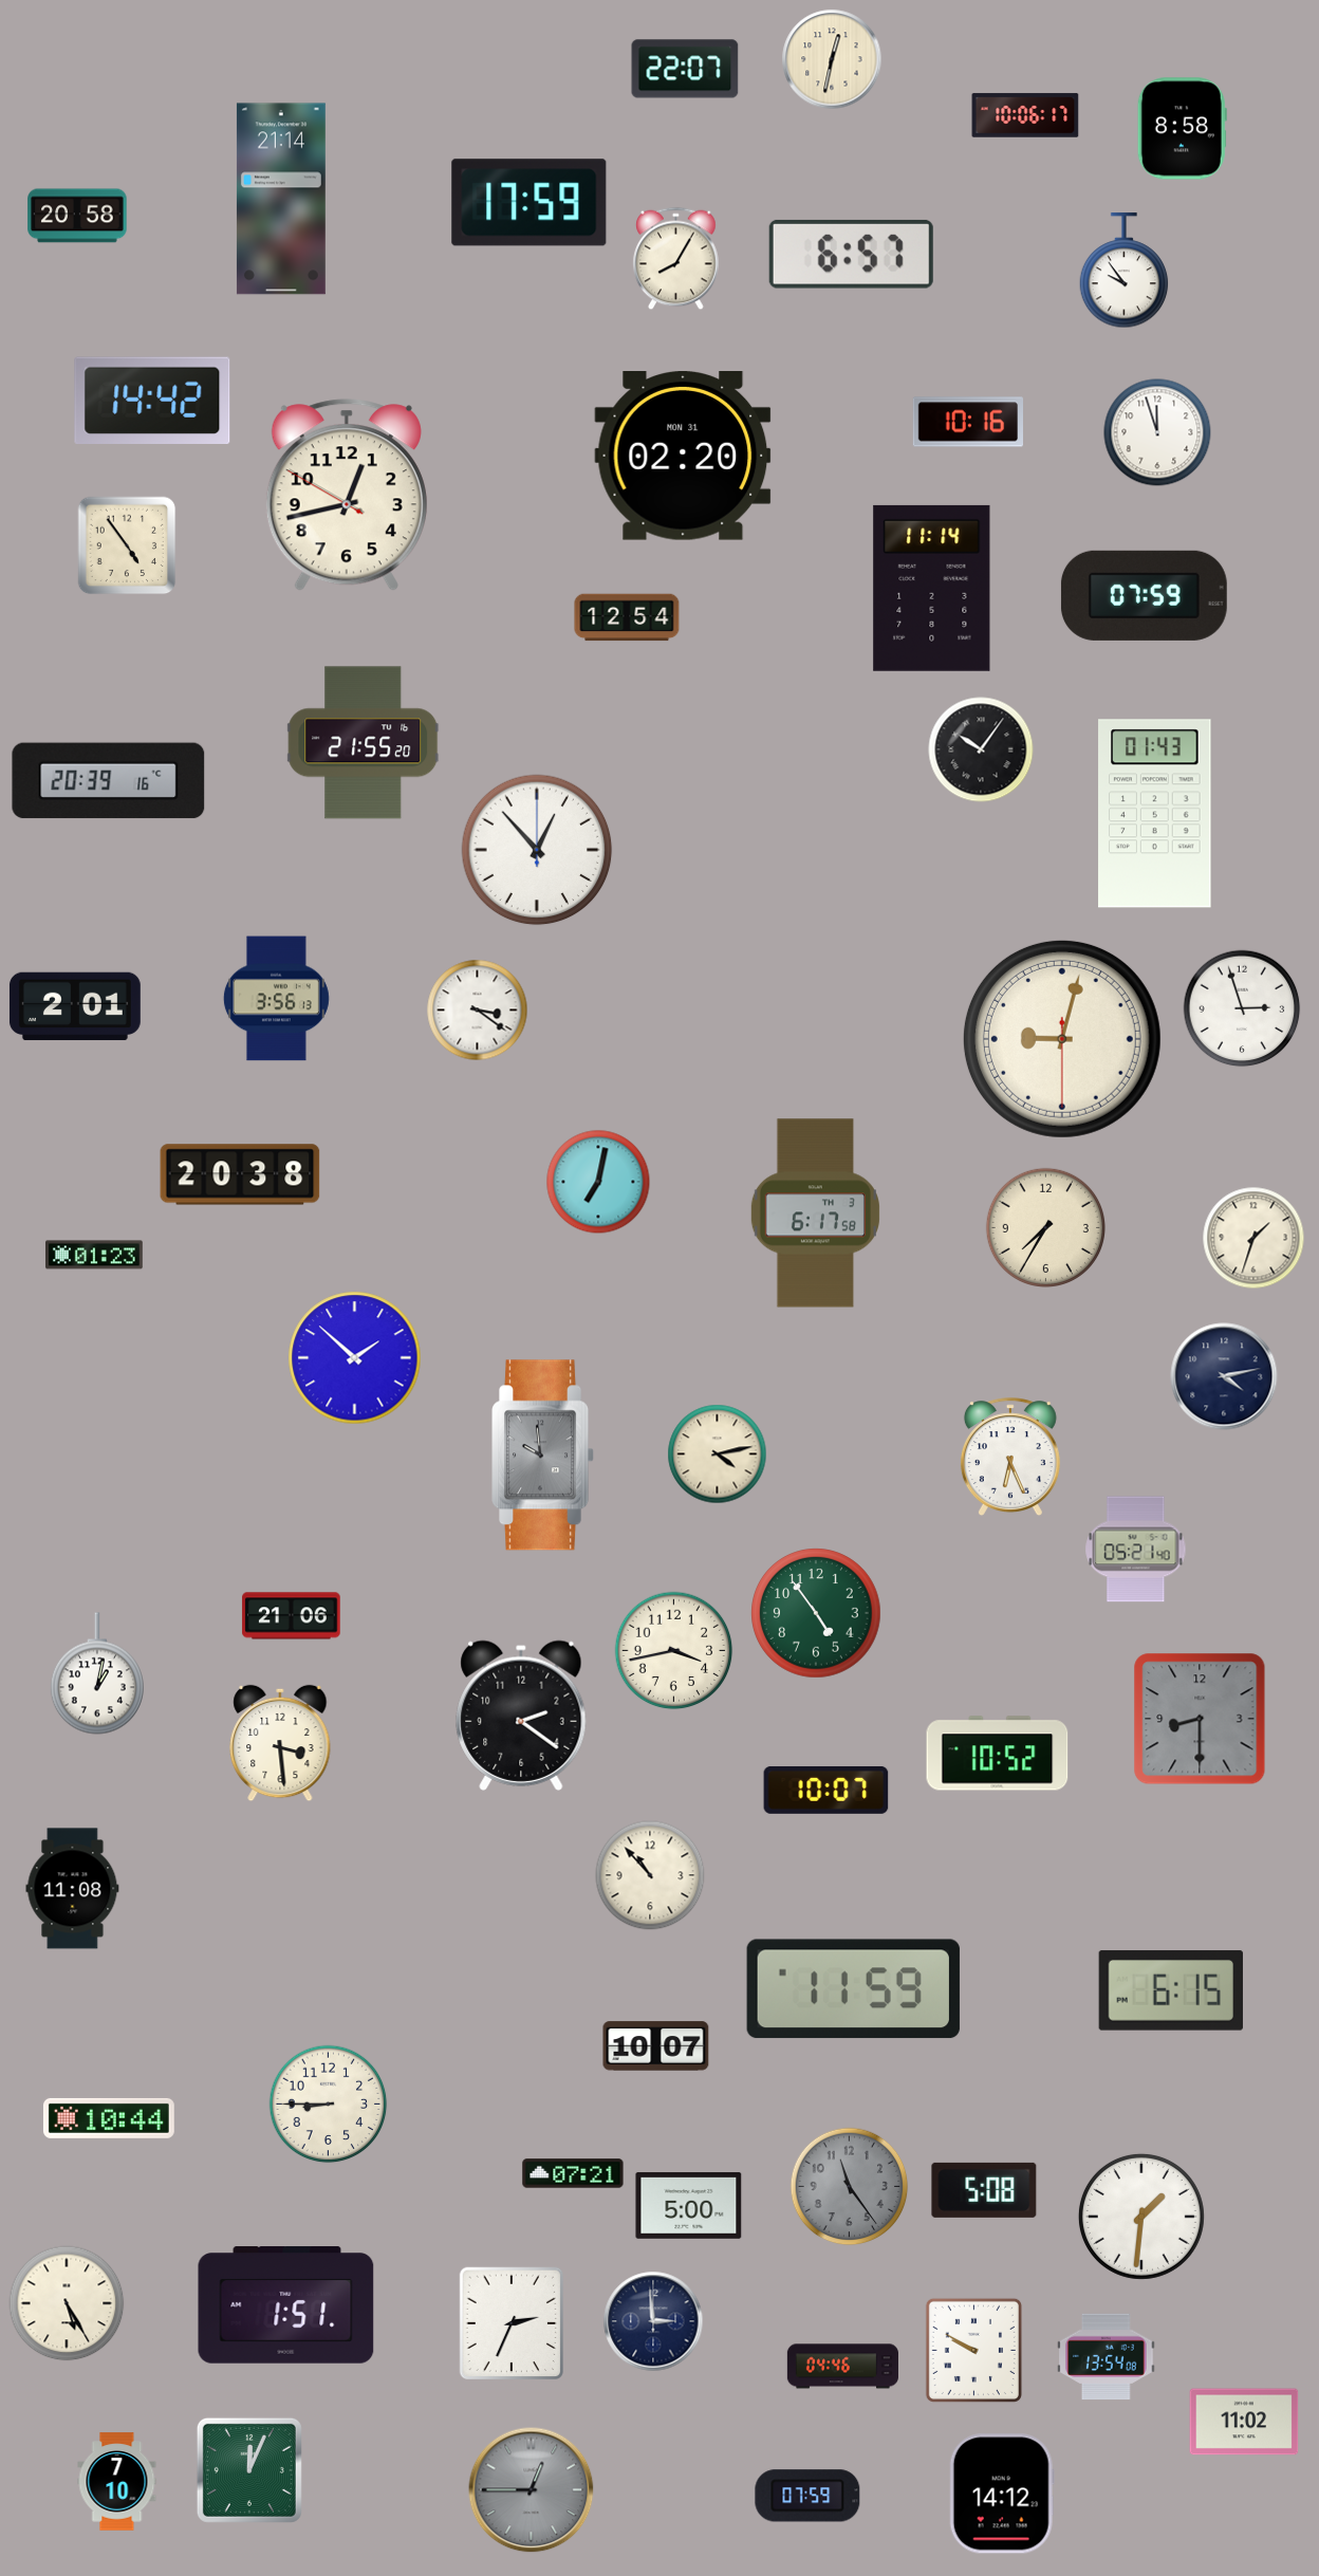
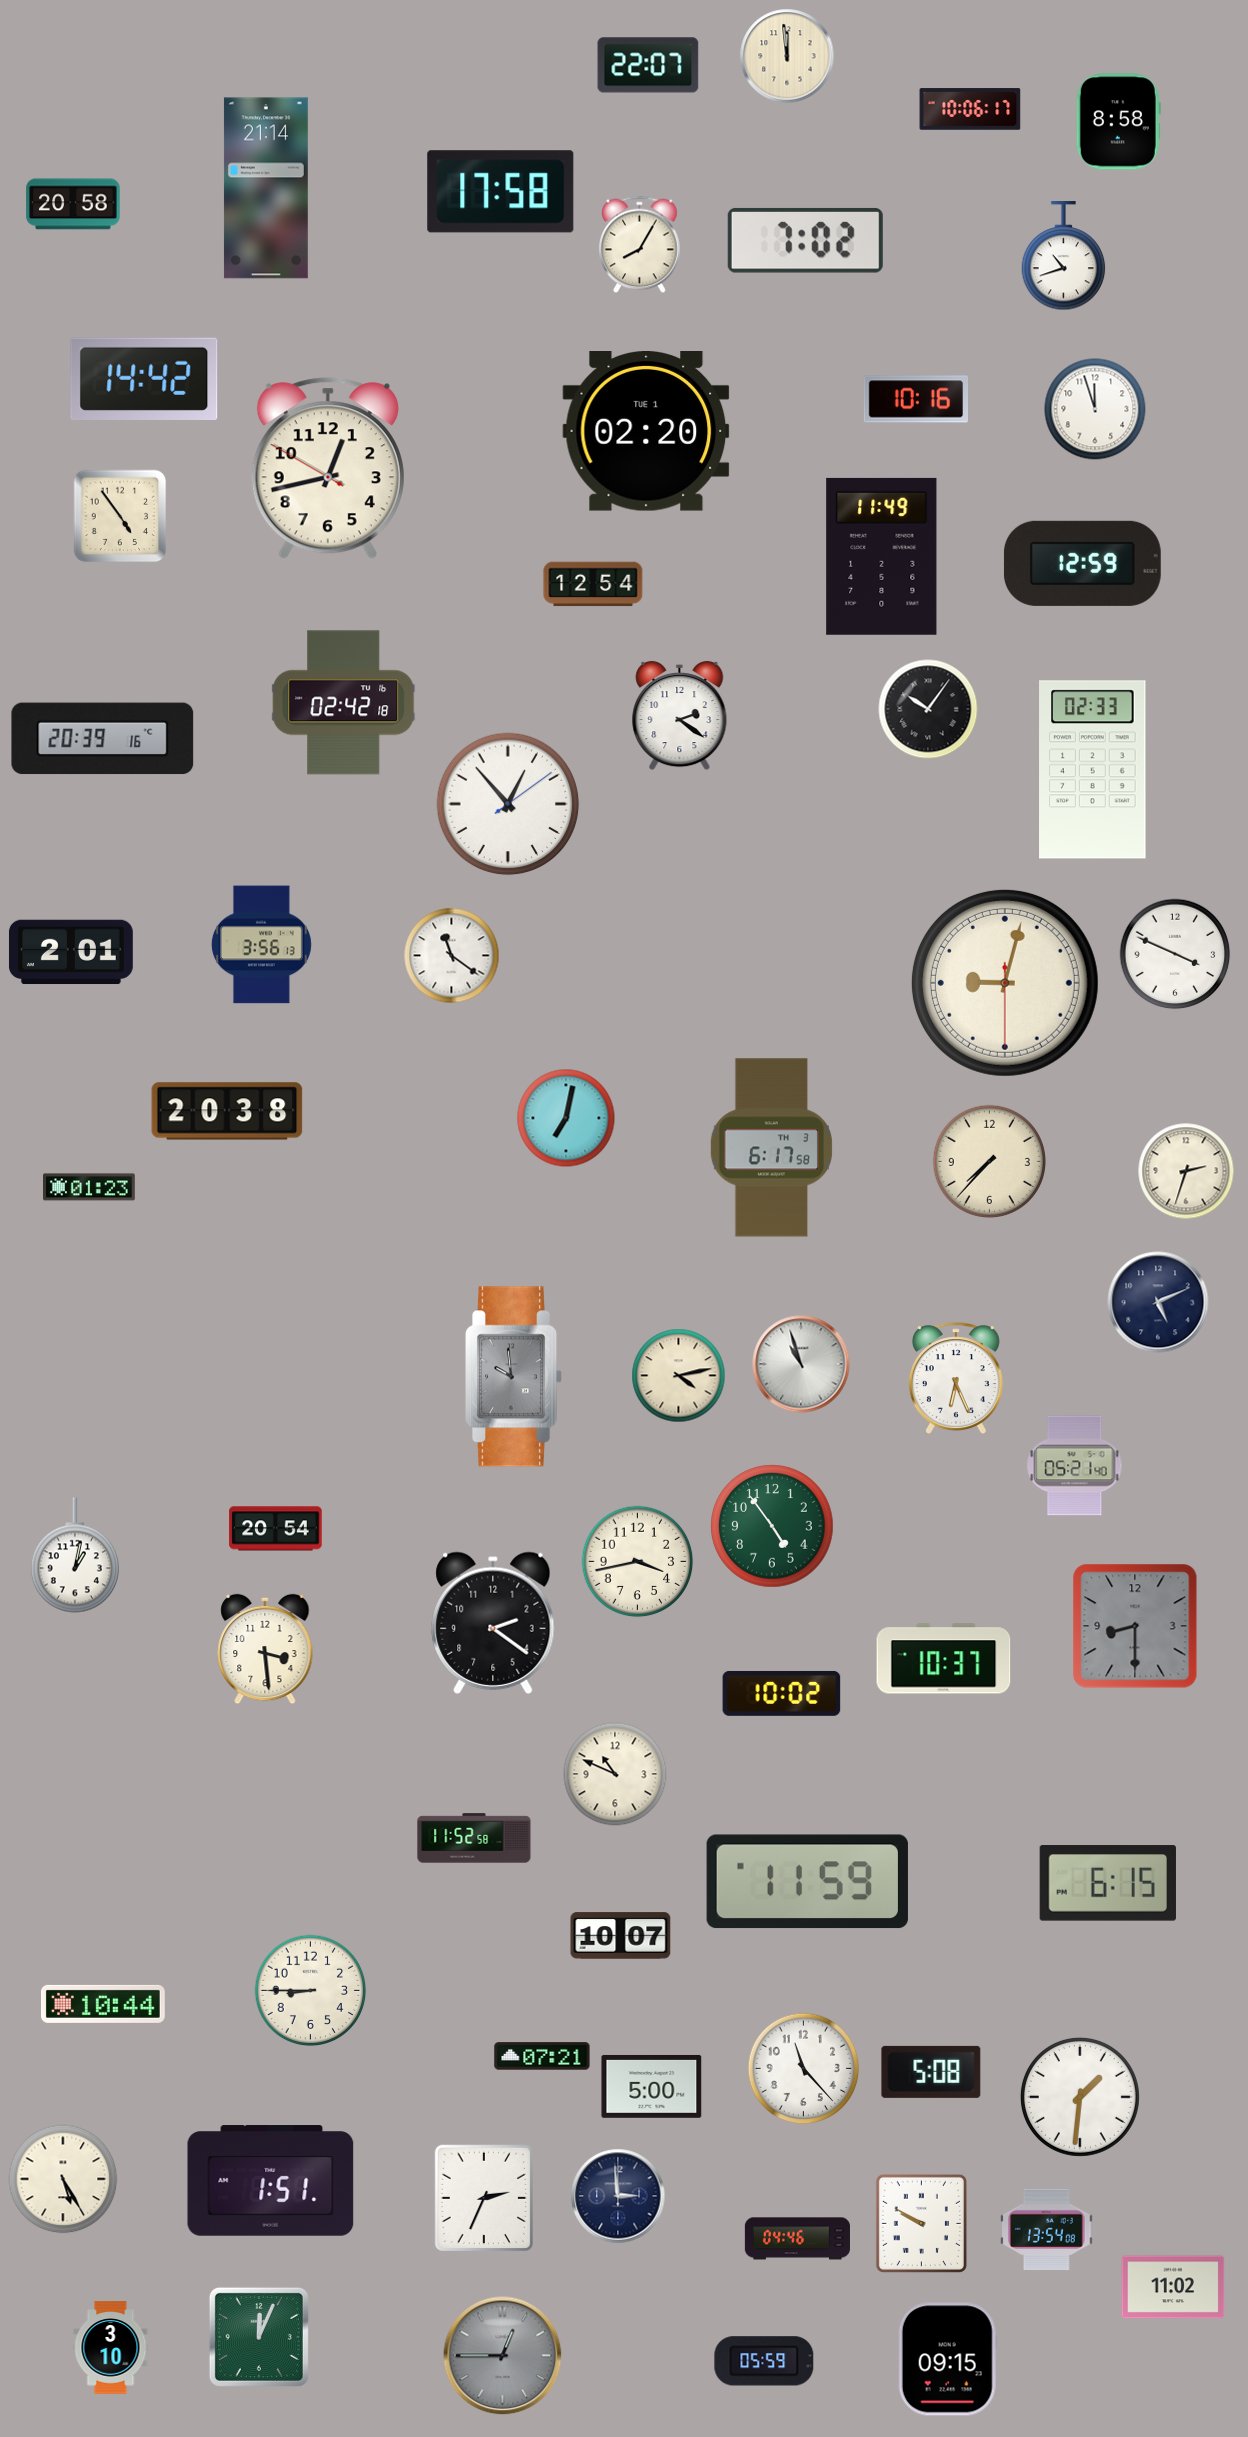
clock at (832, 59): 12:32 -> 11:59
clock at (530, 203): 17:59 -> 17:58
clock at (851, 254): 6:57 -> 7:02
clock at (1125, 271): 9:54 -> 10:42
clock at (683, 457) date: MON 31 -> TUE 1
clock at (932, 588): 11:14 -> 11:49
clock at (1144, 595): 07:59 -> 12:59
clock at (364, 743): 21:55 -> 02:42
clock at (680, 716): none -> 2:21
clock at (1155, 814): 01:43 -> 02:33
clock at (537, 850): 12:53:00 -> 12:53:09
clock at (1242, 1008): 2:57 -> 3:49
clock at (478, 1011): 3:21 -> 11:21
clock at (1045, 1227): 7:35 -> 7:37
clock at (1253, 1238): 1:33 -> 2:33
clock at (355, 1358): 1:52 -> none
clock at (1224, 1376): 4:13 -> 5:11
clock at (801, 1364): none -> 10:57
clock at (292, 1616): 21:06 -> 20:54
clock at (97, 1673) position: (97, 1673) -> (75, 1555)
clock at (998, 1754): 10:52 -> 10:37
clock at (826, 1790): 10:07 -> 10:02
clock at (650, 1875): 10:53 -> 10:49
clock at (73, 1889): 11:08 -> none
clock at (474, 1838): none -> 11:52
clock at (850, 2187): 11:24 -> 11:23
clock at (850, 2187) dial: grey -> white
clock at (1244, 2422) position: (1244, 2422) -> (1173, 2287)
clock at (249, 2470) position: (249, 2470) -> (259, 2337)
clock at (117, 2482): 7:10 -> 3:10
clock at (1002, 2494): 14:12 -> 09:15
clock at (807, 2496): 07:59 -> 05:59
